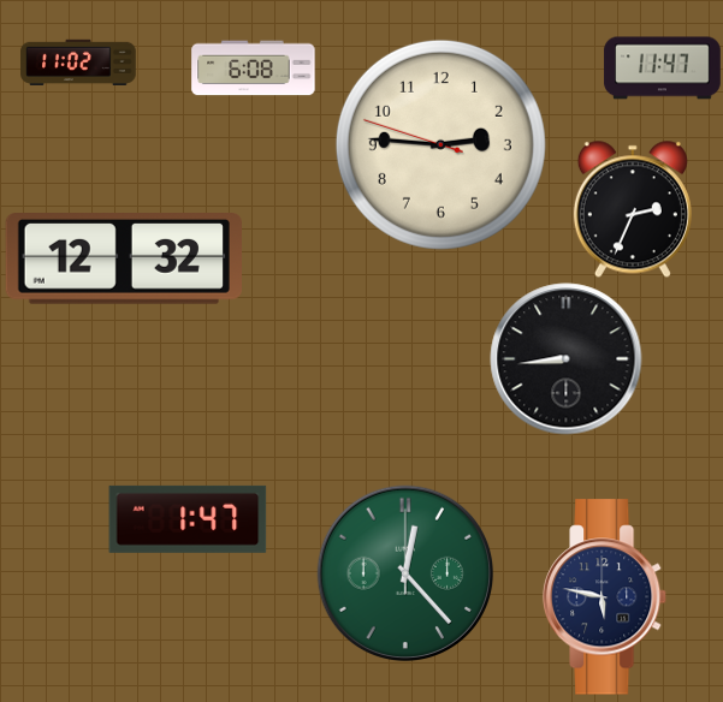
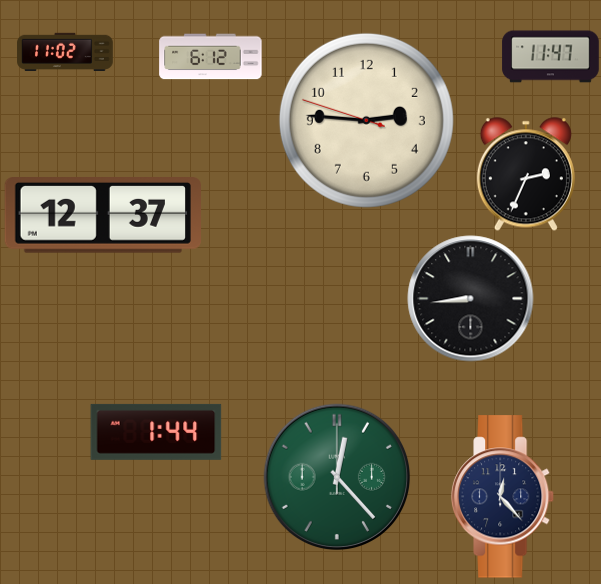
clock at (254, 69): 6:08 -> 6:12
clock at (123, 260): 12:32 -> 12:37
clock at (188, 519): 1:47 -> 1:44
clock at (605, 597): 5:47 -> 12:23
